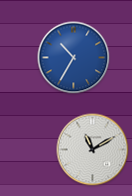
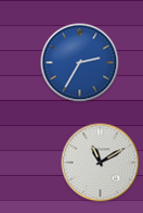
clock at (74, 58): 10:35 -> 2:35
